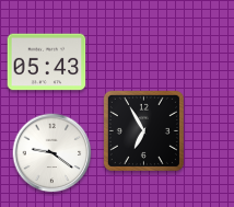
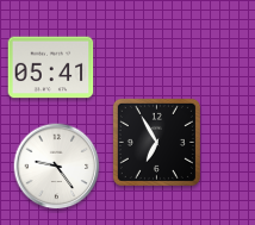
clock at (47, 62): 05:43 -> 05:41
clock at (52, 153): 9:21 -> 9:24
